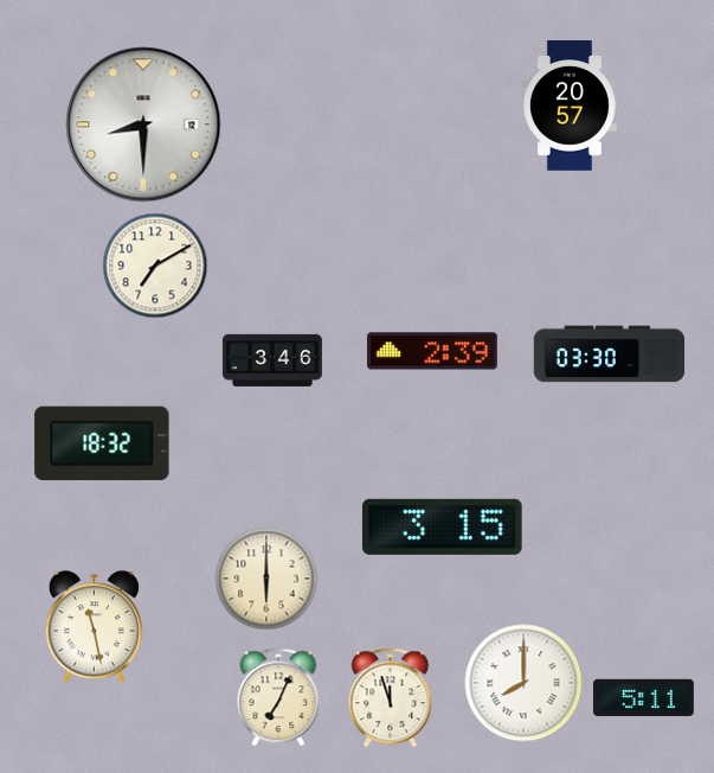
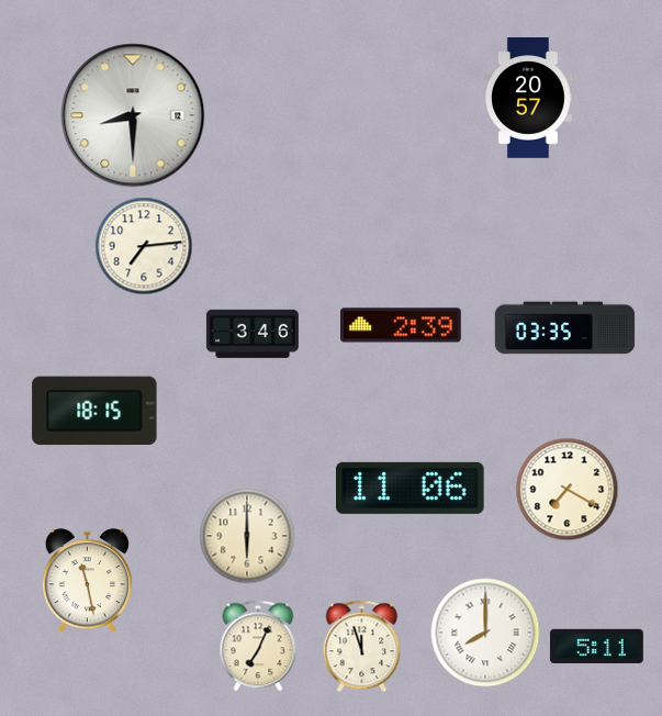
clock at (155, 266): 7:10 -> 7:14
clock at (610, 354): 03:30 -> 03:35
clock at (102, 443): 18:32 -> 18:15
clock at (443, 526): 3:15 -> 11:06
clock at (568, 490): none -> 7:20
